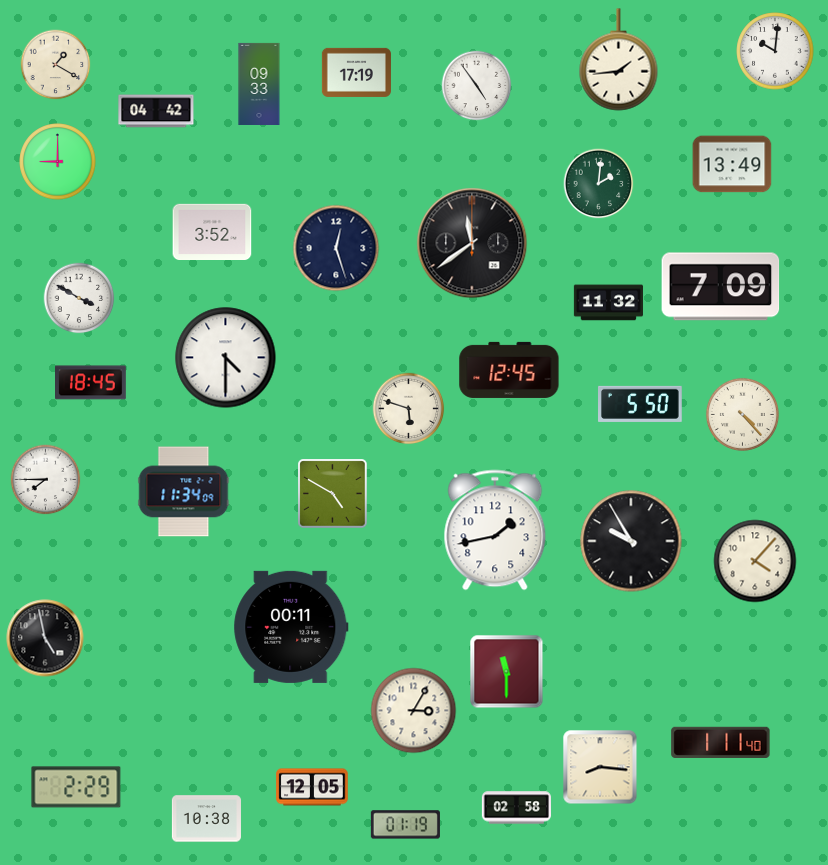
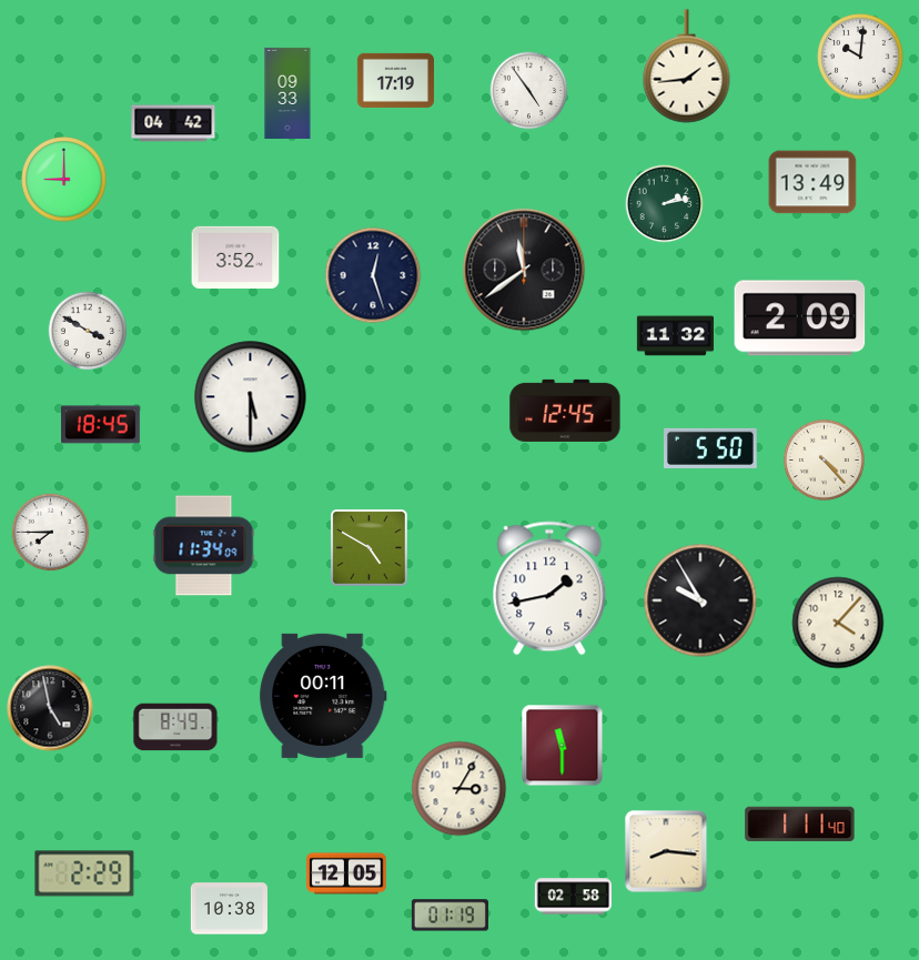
clock at (56, 65): 1:20 -> none
clock at (477, 86) position: (477, 86) -> (529, 91)
clock at (599, 184): 2:01 -> 2:13
clock at (721, 287): 7:09 -> 2:09
clock at (226, 358): 4:30 -> 5:30
clock at (409, 409): 5:48 -> none
clock at (175, 727): none -> 8:49
